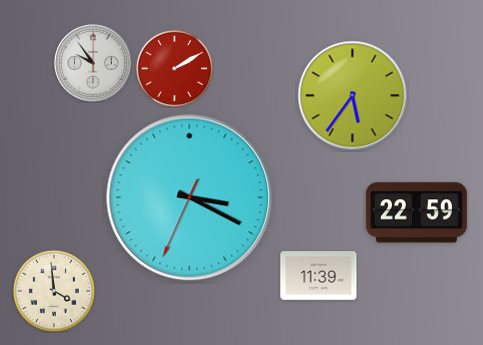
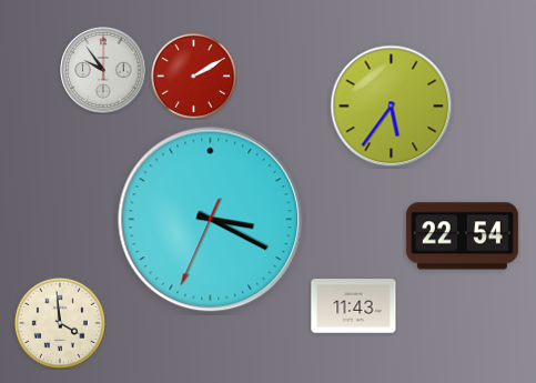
clock at (416, 213): 22:59 -> 22:54
clock at (319, 276): 11:39 -> 11:43
